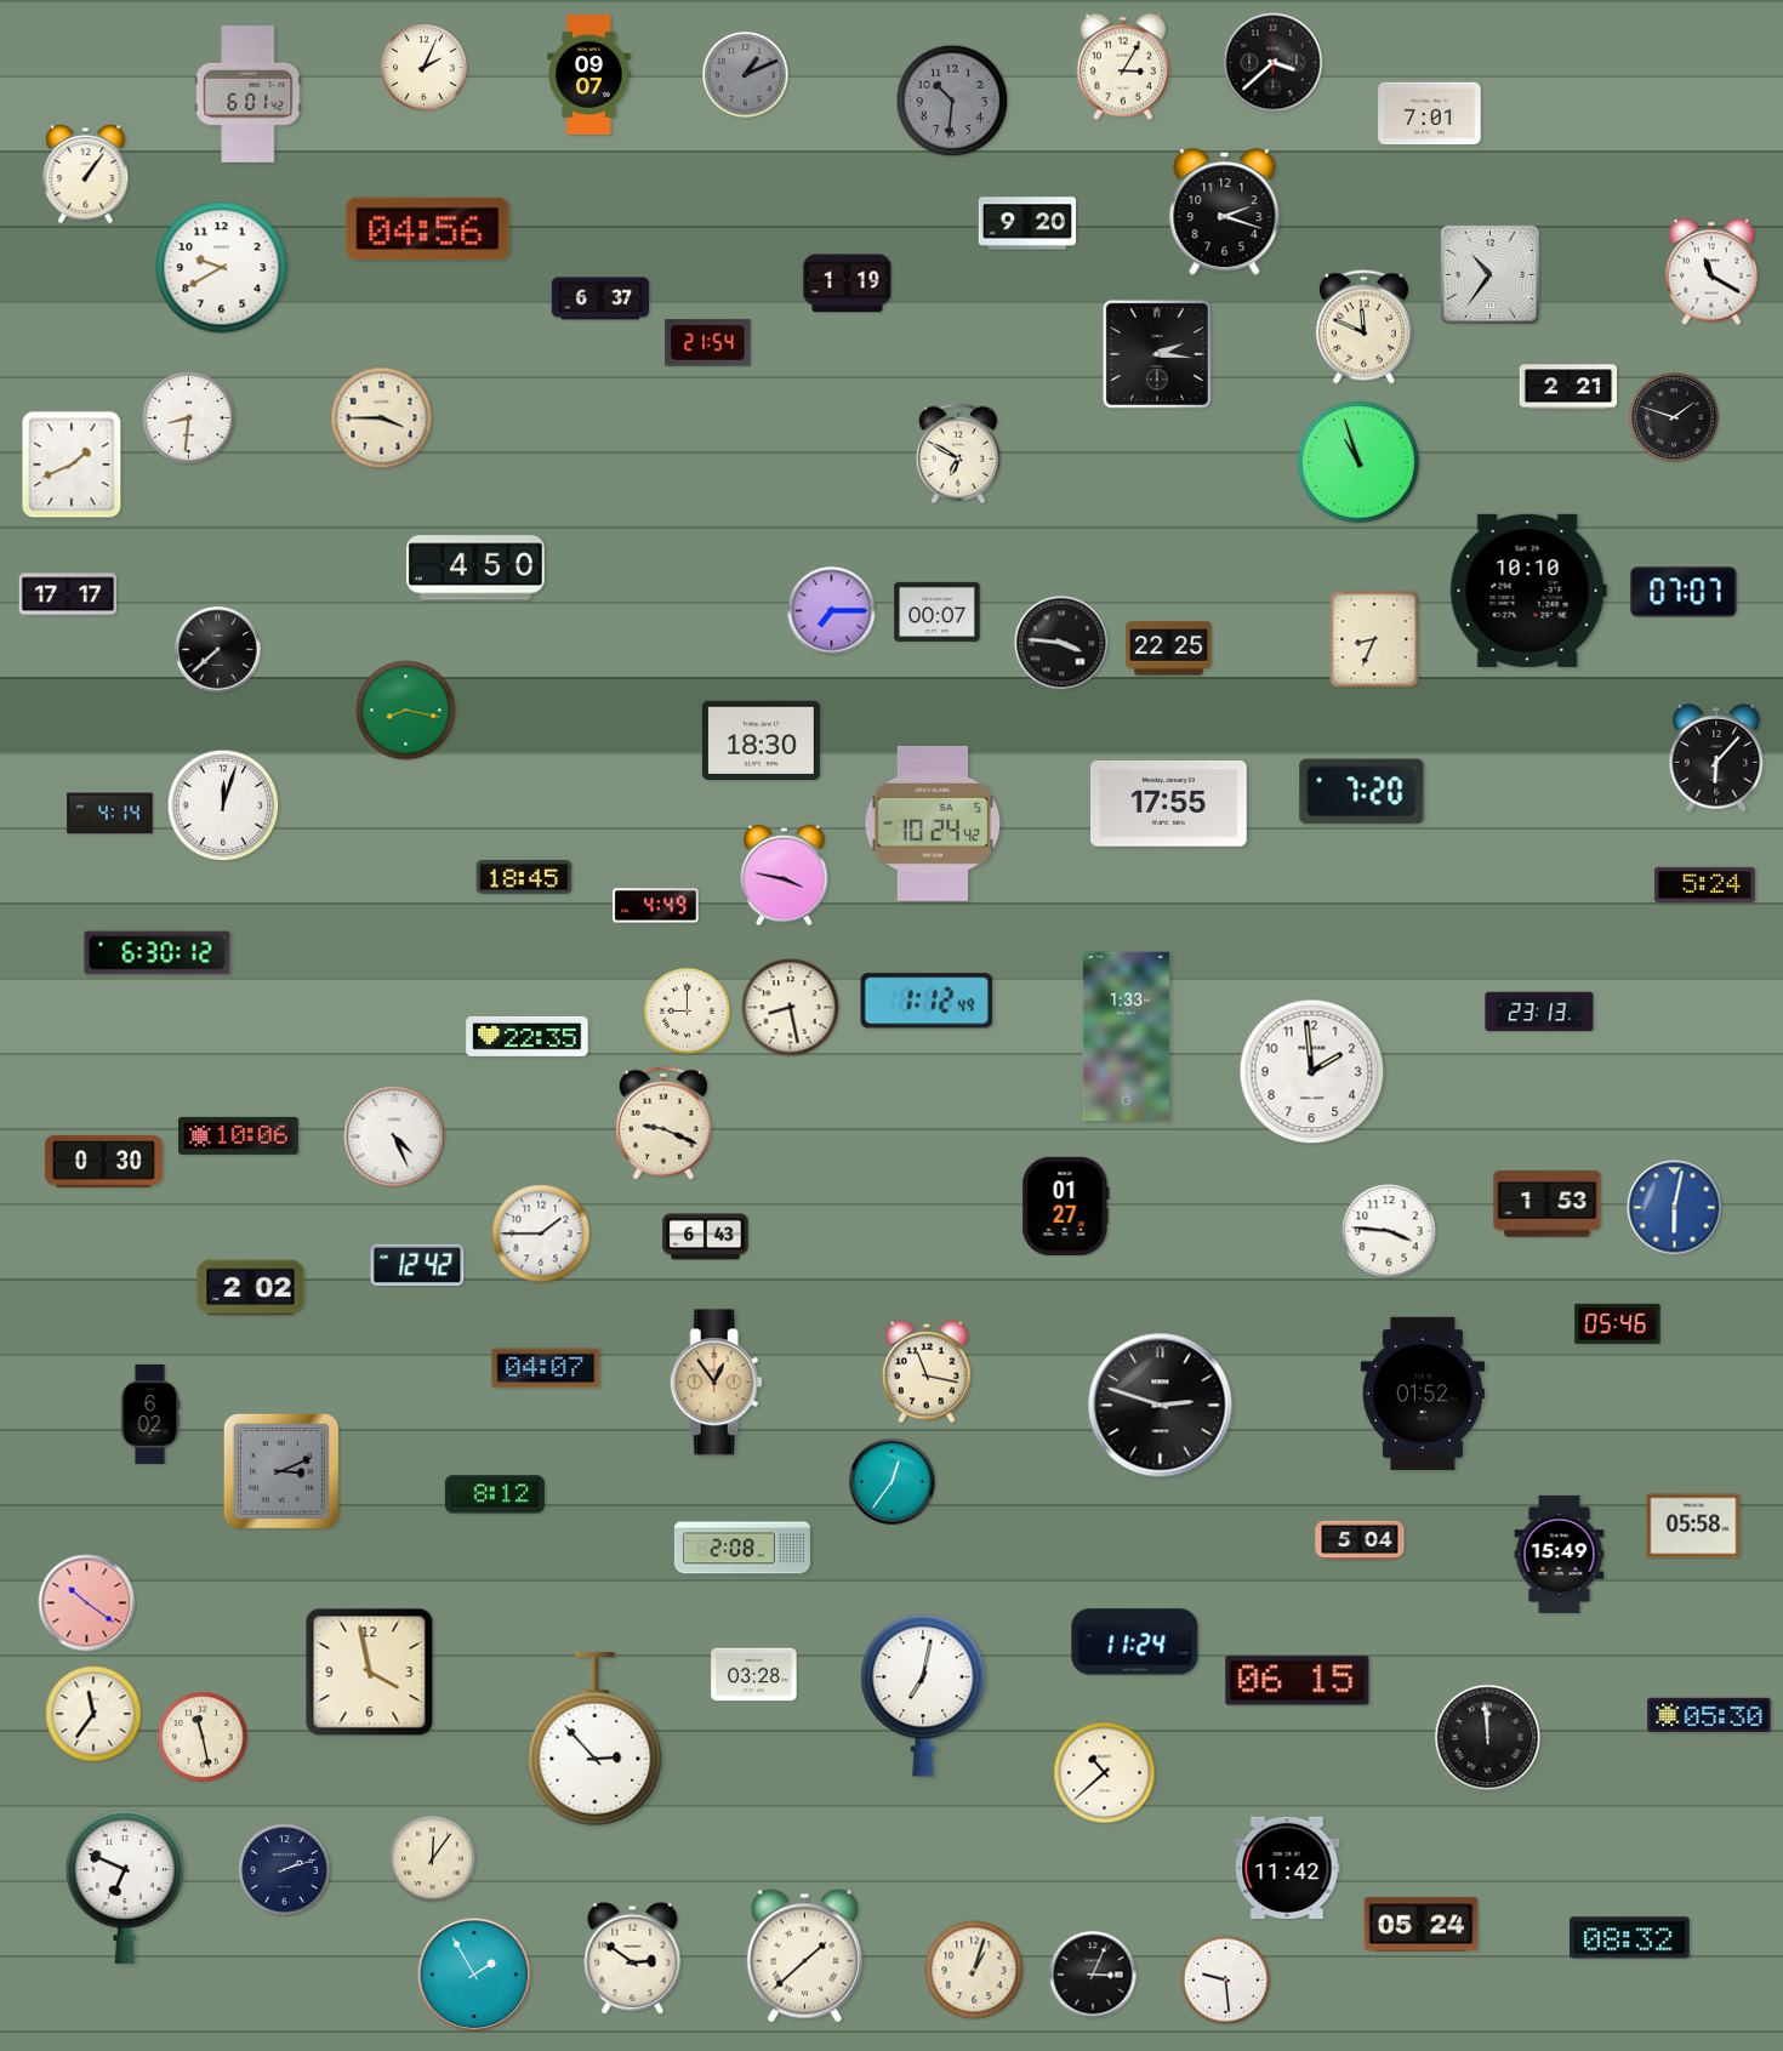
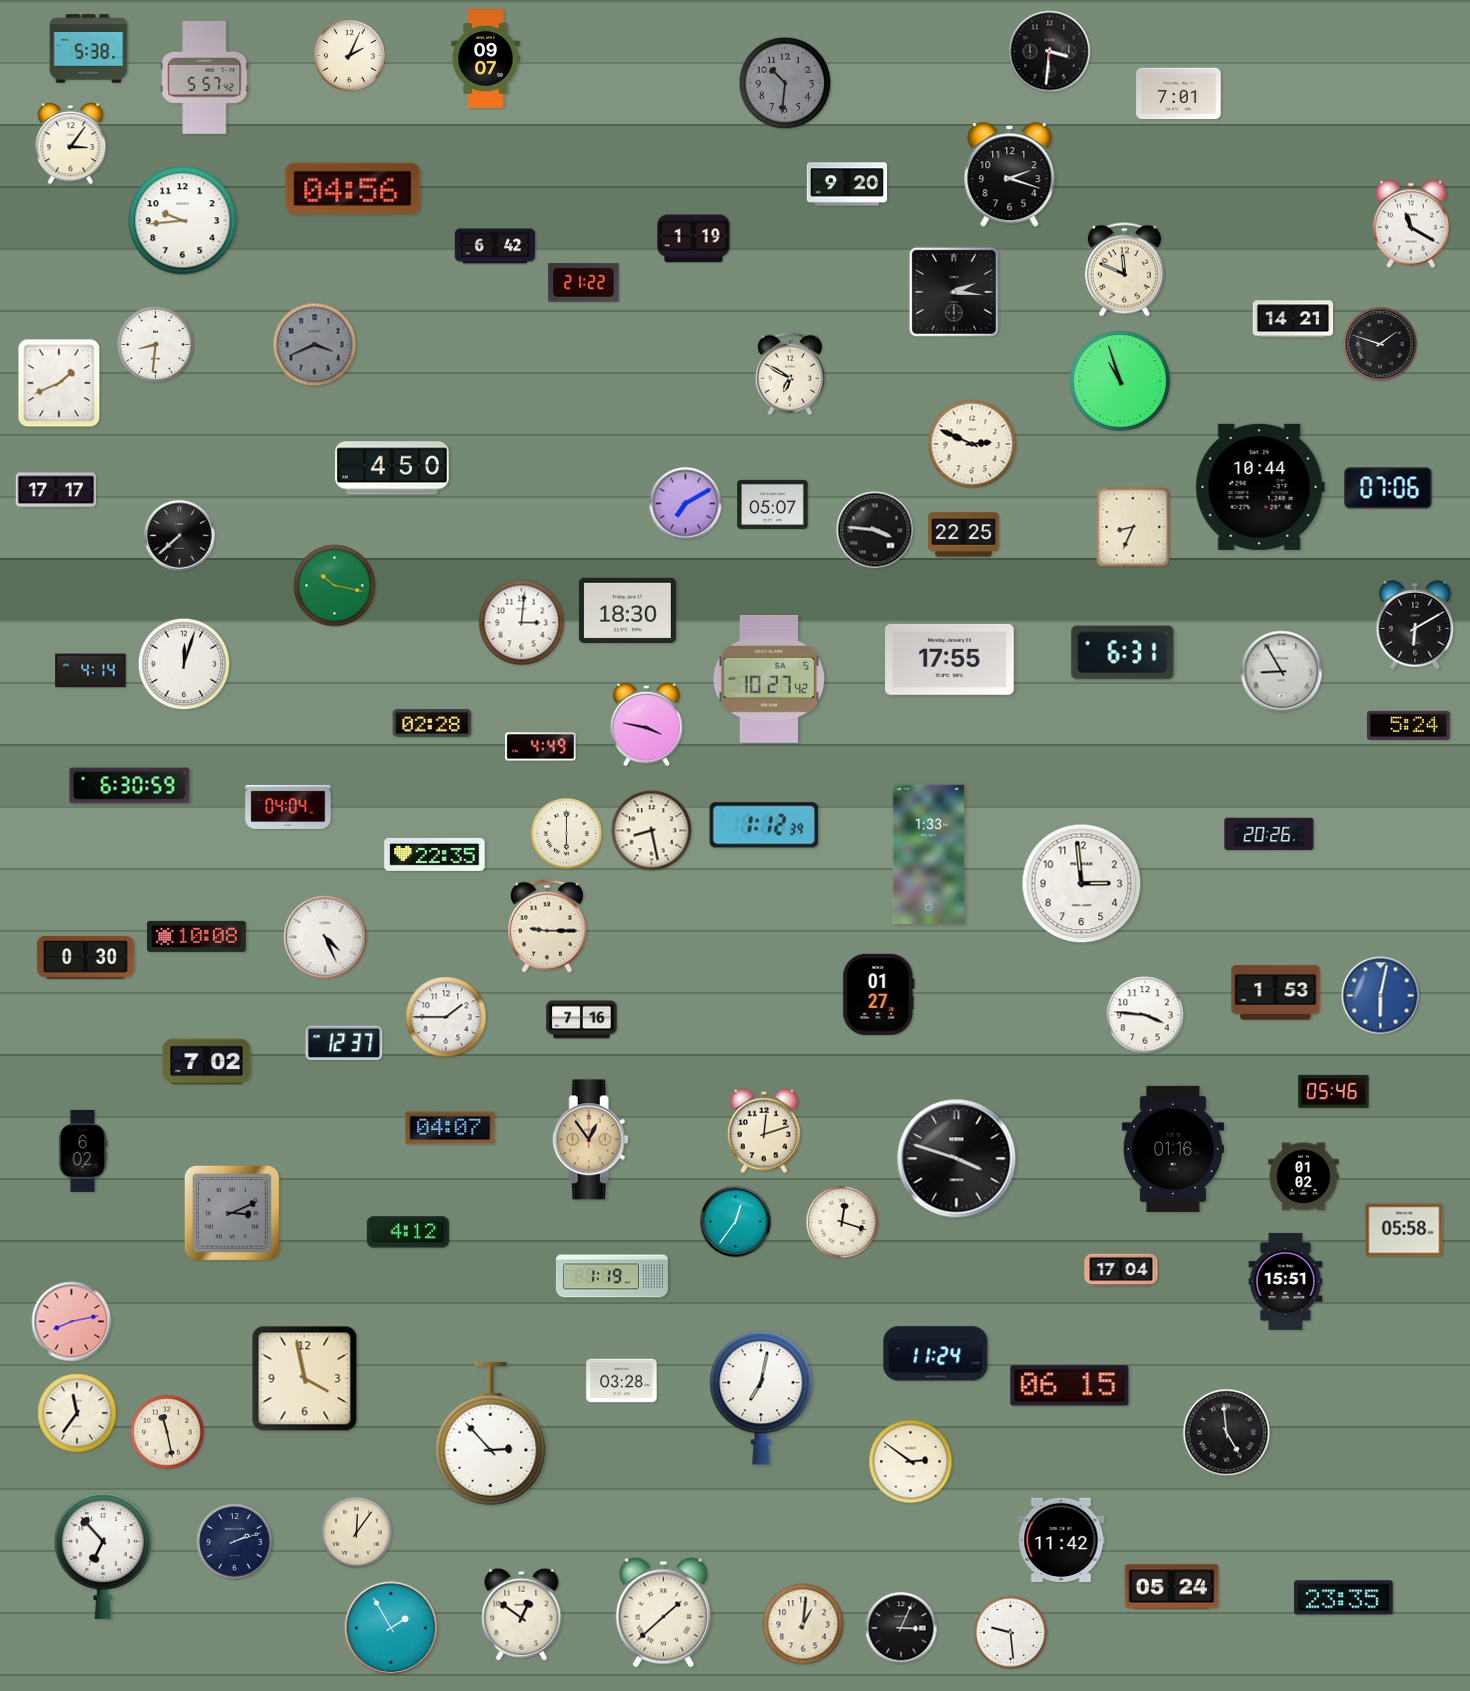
clock at (89, 49): none -> 5:38
clock at (1274, 63): 3:38 -> 3:31
clock at (1122, 67): 3:05 -> none
clock at (745, 74): 1:11 -> none
clock at (589, 75) position: (589, 75) -> (486, 59)
clock at (249, 93): 6:01 -> 5:57
clock at (86, 175): 1:06 -> 3:06
clock at (222, 268): 9:40 -> 9:44
clock at (1489, 274): 10:36 -> none
clock at (848, 284) position: (848, 284) -> (694, 239)
clock at (600, 298): 6:37 -> 6:42
clock at (708, 343): 21:54 -> 21:22
clock at (1568, 387): 2:21 -> 14:21
clock at (382, 418): 3:45 -> 3:41
clock at (382, 418) dial: cream -> grey
clock at (972, 444): none -> 2:49
clock at (1528, 591): 10:10 -> 10:44
clock at (1684, 592): 07:07 -> 07:06
clock at (832, 611): 7:15 -> 7:10
clock at (938, 611): 00:07 -> 05:07
clock at (406, 711): 8:17 -> 10:17
clock at (522, 623): none -> 3:01
clock at (1716, 759): 6:07 -> 6:10
clock at (1362, 792): 7:20 -> 6:31
clock at (1169, 804) position: (1169, 804) -> (950, 660)
clock at (1282, 672): none -> 8:55
clock at (933, 824): 10:24 -> 10:27
clock at (785, 876) position: (785, 876) -> (647, 725)
clock at (524, 877): 18:45 -> 02:28
clock at (1704, 884) position: (1704, 884) -> (1408, 725)
clock at (158, 953): 6:30:12 -> 6:30:59
clock at (288, 807): none -> 04:04
clock at (927, 1001): 1:12:49 -> 1:12:39
clock at (687, 1010): 9:00 -> 6:00
clock at (1539, 1012): 23:13 -> 20:26
clock at (1312, 1072): 1:59 -> 2:59
clock at (663, 1123): 9:19 -> 9:15
clock at (239, 1135): 10:06 -> 10:08
clock at (706, 1237): 6:43 -> 7:16
clock at (417, 1265): 12:42 -> 12:37
clock at (251, 1288): 2:02 -> 7:02
clock at (928, 1372): 11:17 -> 12:12
clock at (1423, 1394): 01:52 -> 01:16
clock at (1161, 1406): 2:48 -> 3:48
clock at (150, 1414) position: (150, 1414) -> (83, 1151)
clock at (1304, 1177): none -> 01:02
clock at (843, 1223): none -> 12:18
clock at (495, 1494): 8:12 -> 4:12
clock at (1693, 1526) position: (1693, 1526) -> (1404, 1230)
clock at (1360, 1540): 5:04 -> 17:04
clock at (742, 1548): 2:08 -> 1:19
clock at (1560, 1554): 15:49 -> 15:51
clock at (87, 1603): 10:21 -> 8:13
clock at (1709, 1714): 05:30 -> none
clock at (1488, 1738): 11:59 -> 4:59
clock at (1105, 1773): 10:38 -> 2:51
clock at (125, 1886): 6:49 -> 6:53
clock at (1630, 1938): 08:32 -> 23:35
clock at (633, 1958): 2:51 -> 12:51
clock at (974, 1970): 1:03 -> 1:01
